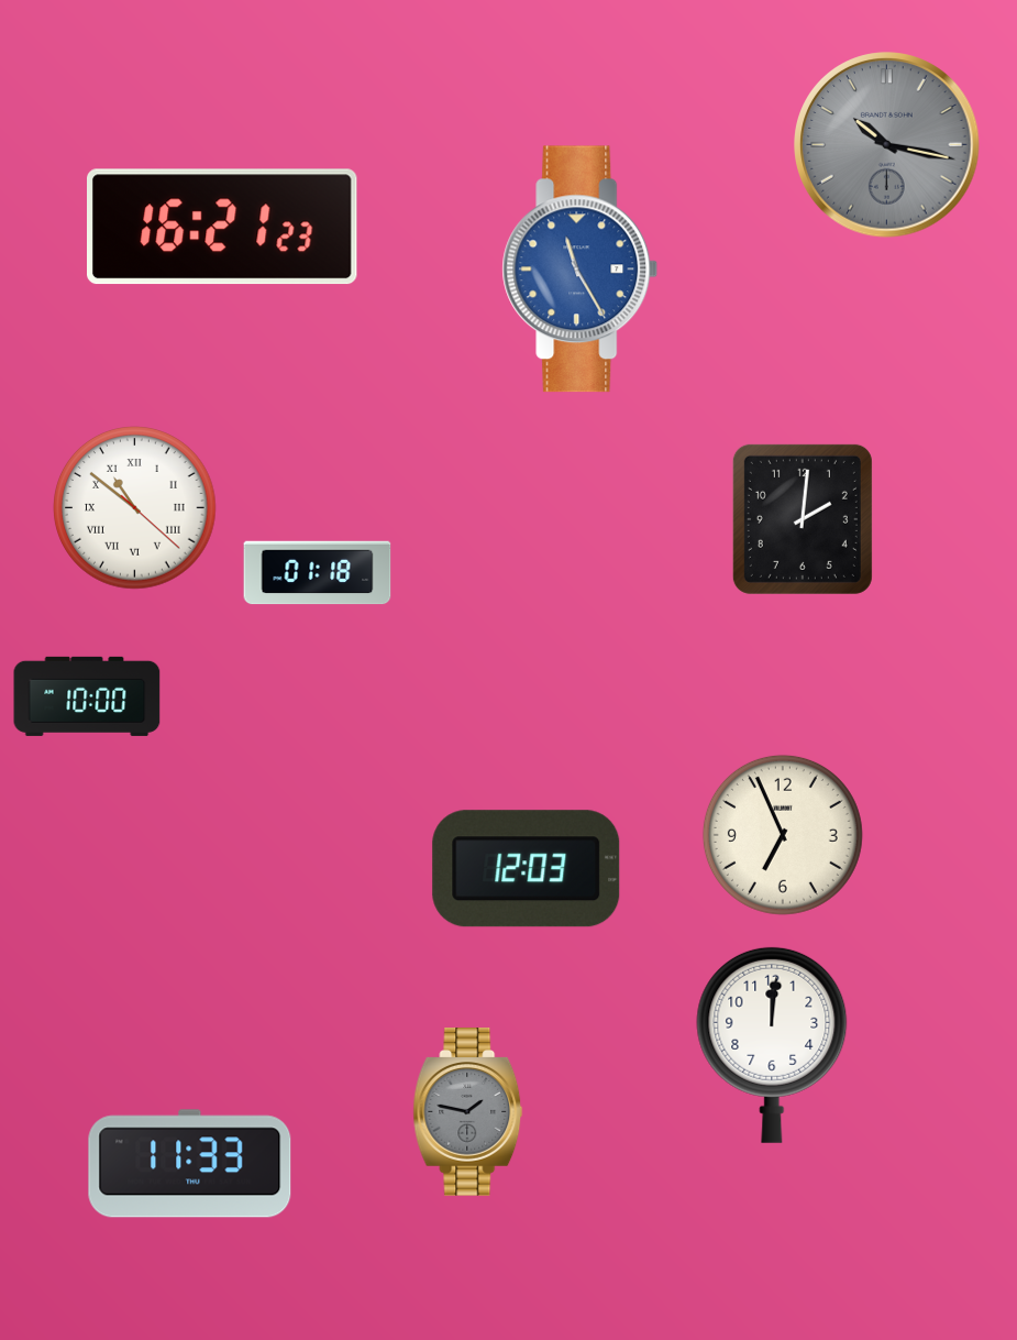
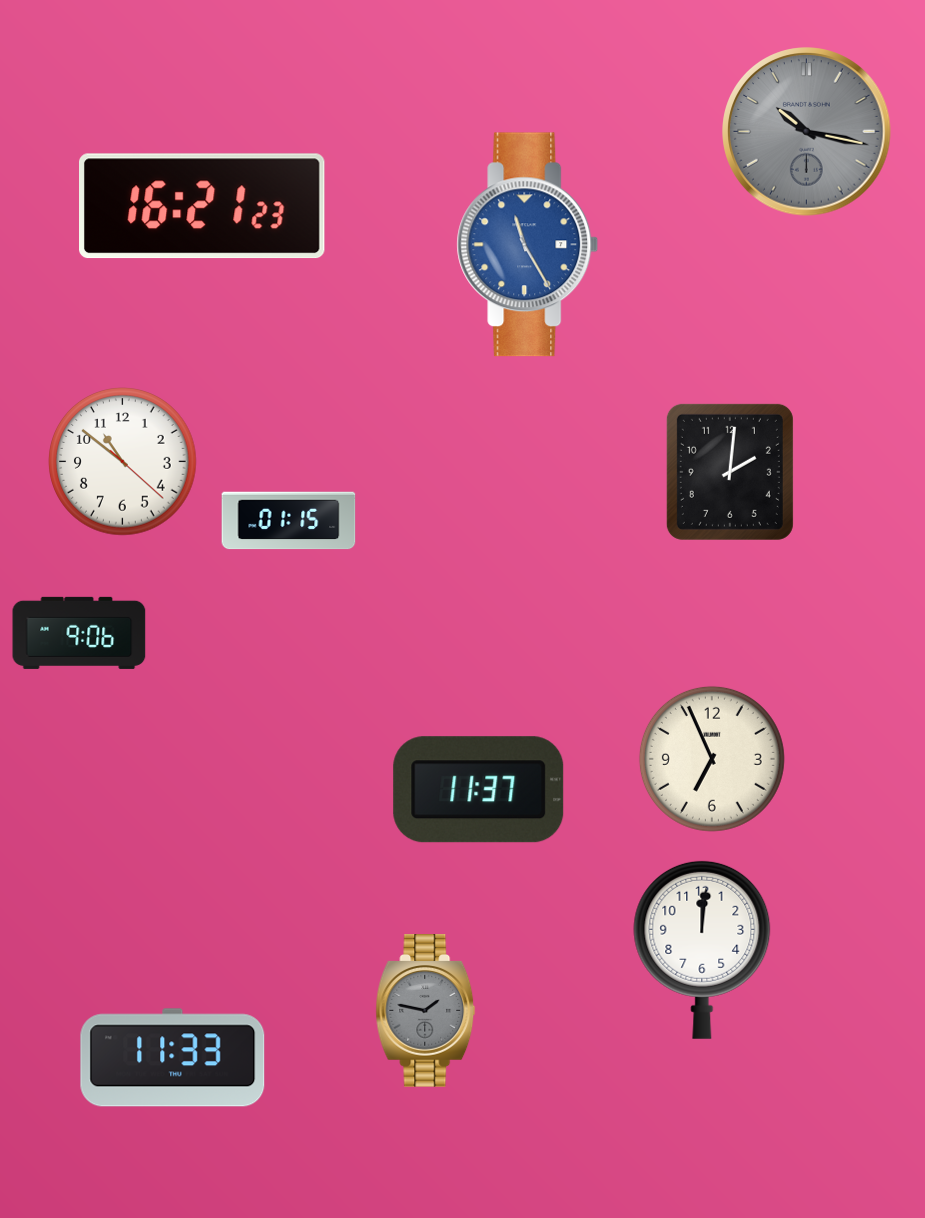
clock at (135, 508) numerals: Roman -> Arabic
clock at (318, 573): 01:18 -> 01:15
clock at (87, 696): 10:00 -> 9:06
clock at (527, 869): 12:03 -> 11:37
